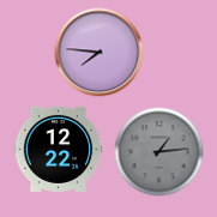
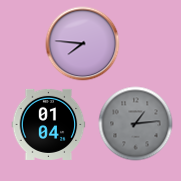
clock at (59, 149): 12:22 -> 01:04
clock at (159, 152) position: (159, 152) -> (136, 124)
